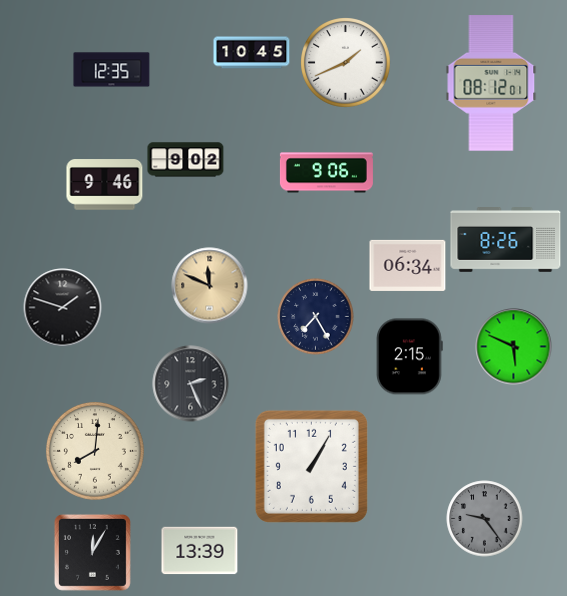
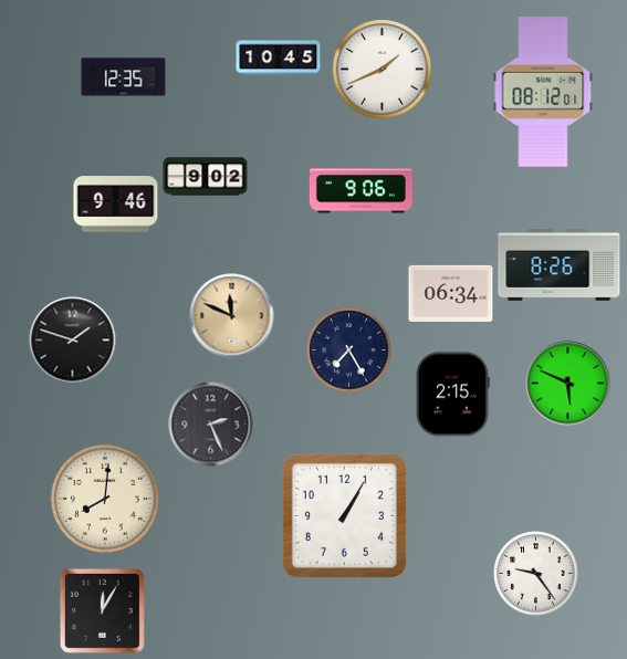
clock at (63, 308) position: (63, 308) -> (73, 341)
clock at (485, 519) dial: grey -> white
clock at (200, 551): 13:39 -> none
